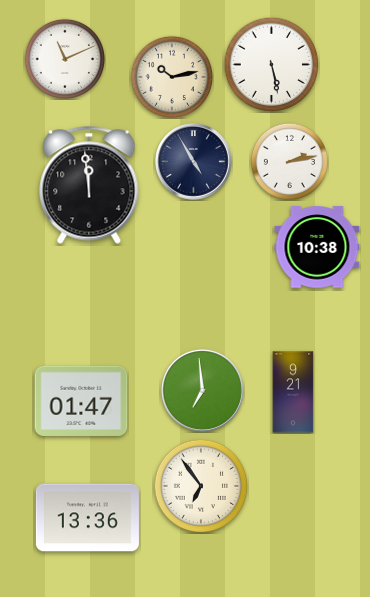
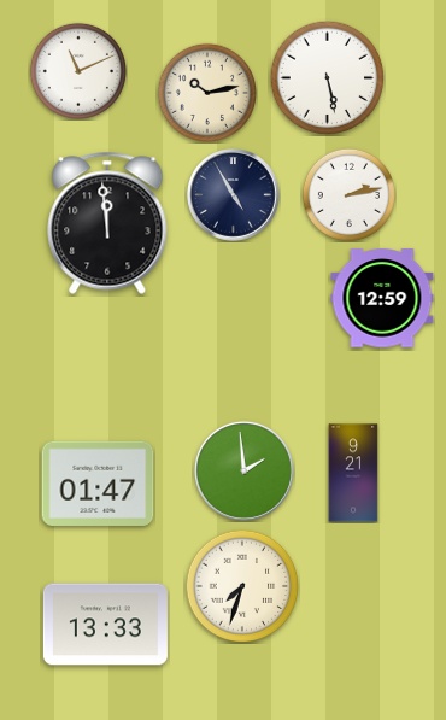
clock at (317, 247): 10:38 -> 12:59
clock at (202, 390): 6:59 -> 1:59
clock at (201, 486): 6:54 -> 7:33
clock at (87, 518): 13:36 -> 13:33
